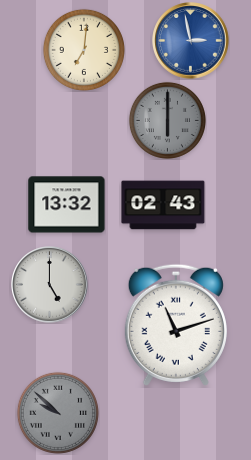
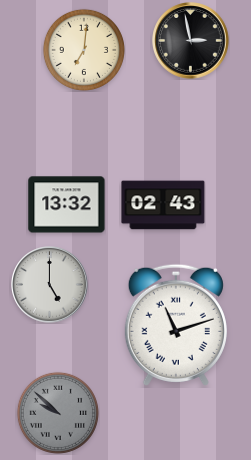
clock at (191, 41) dial: blue -> black
clock at (167, 120): 6:00 -> none
